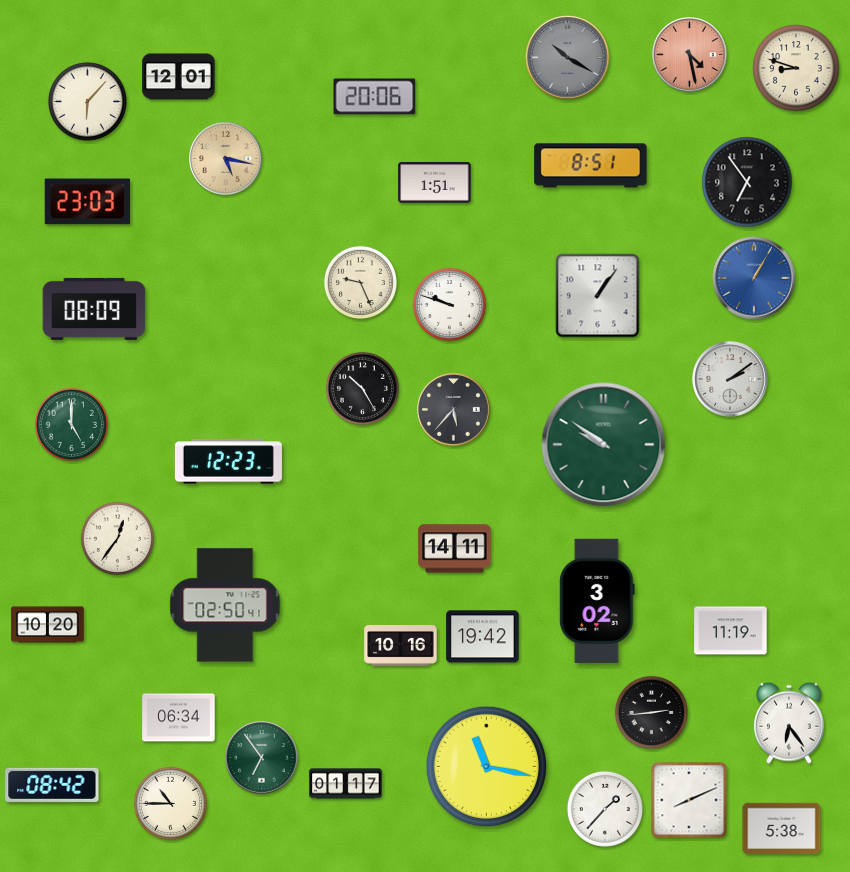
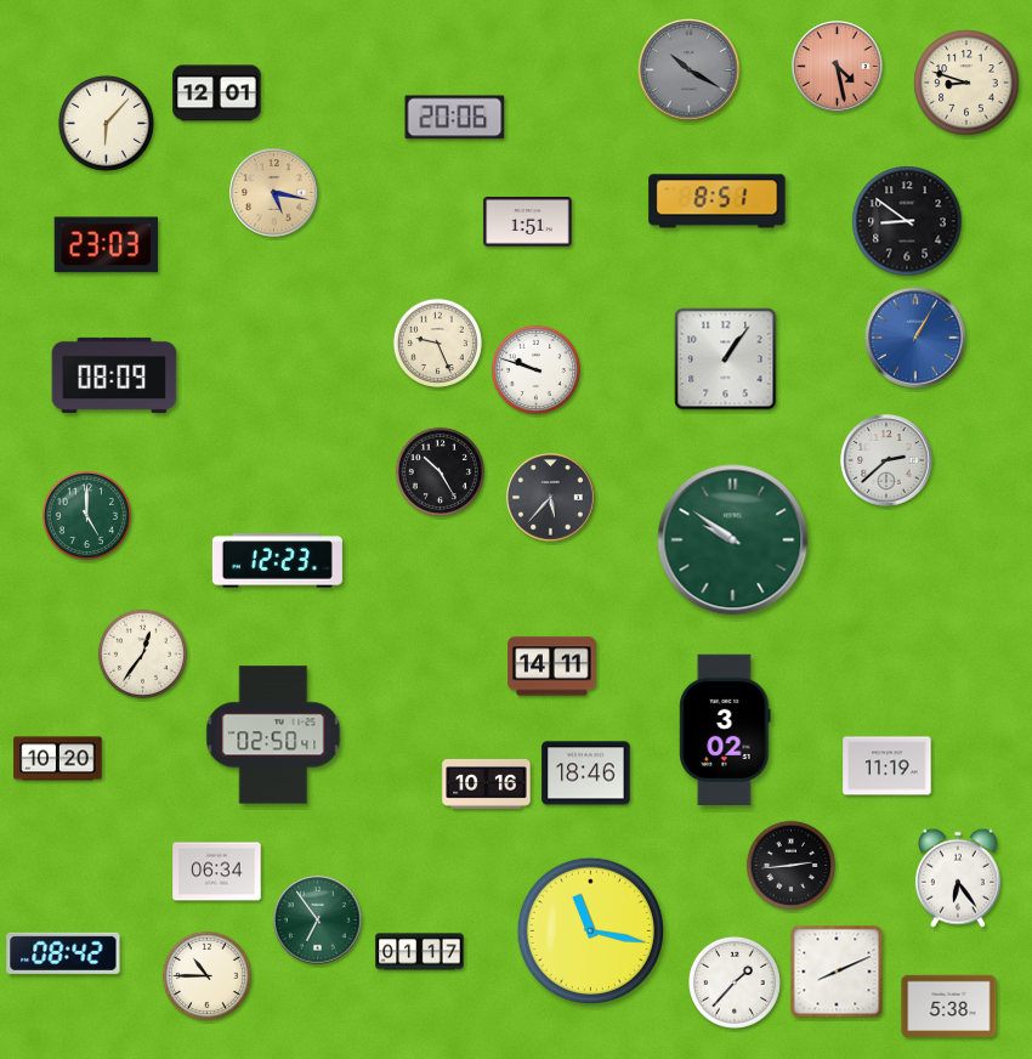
clock at (747, 182): 6:54 -> 8:51
clock at (449, 304) position: (449, 304) -> (535, 369)
clock at (730, 379): 2:09 -> 2:38
clock at (483, 637): 19:42 -> 18:46
